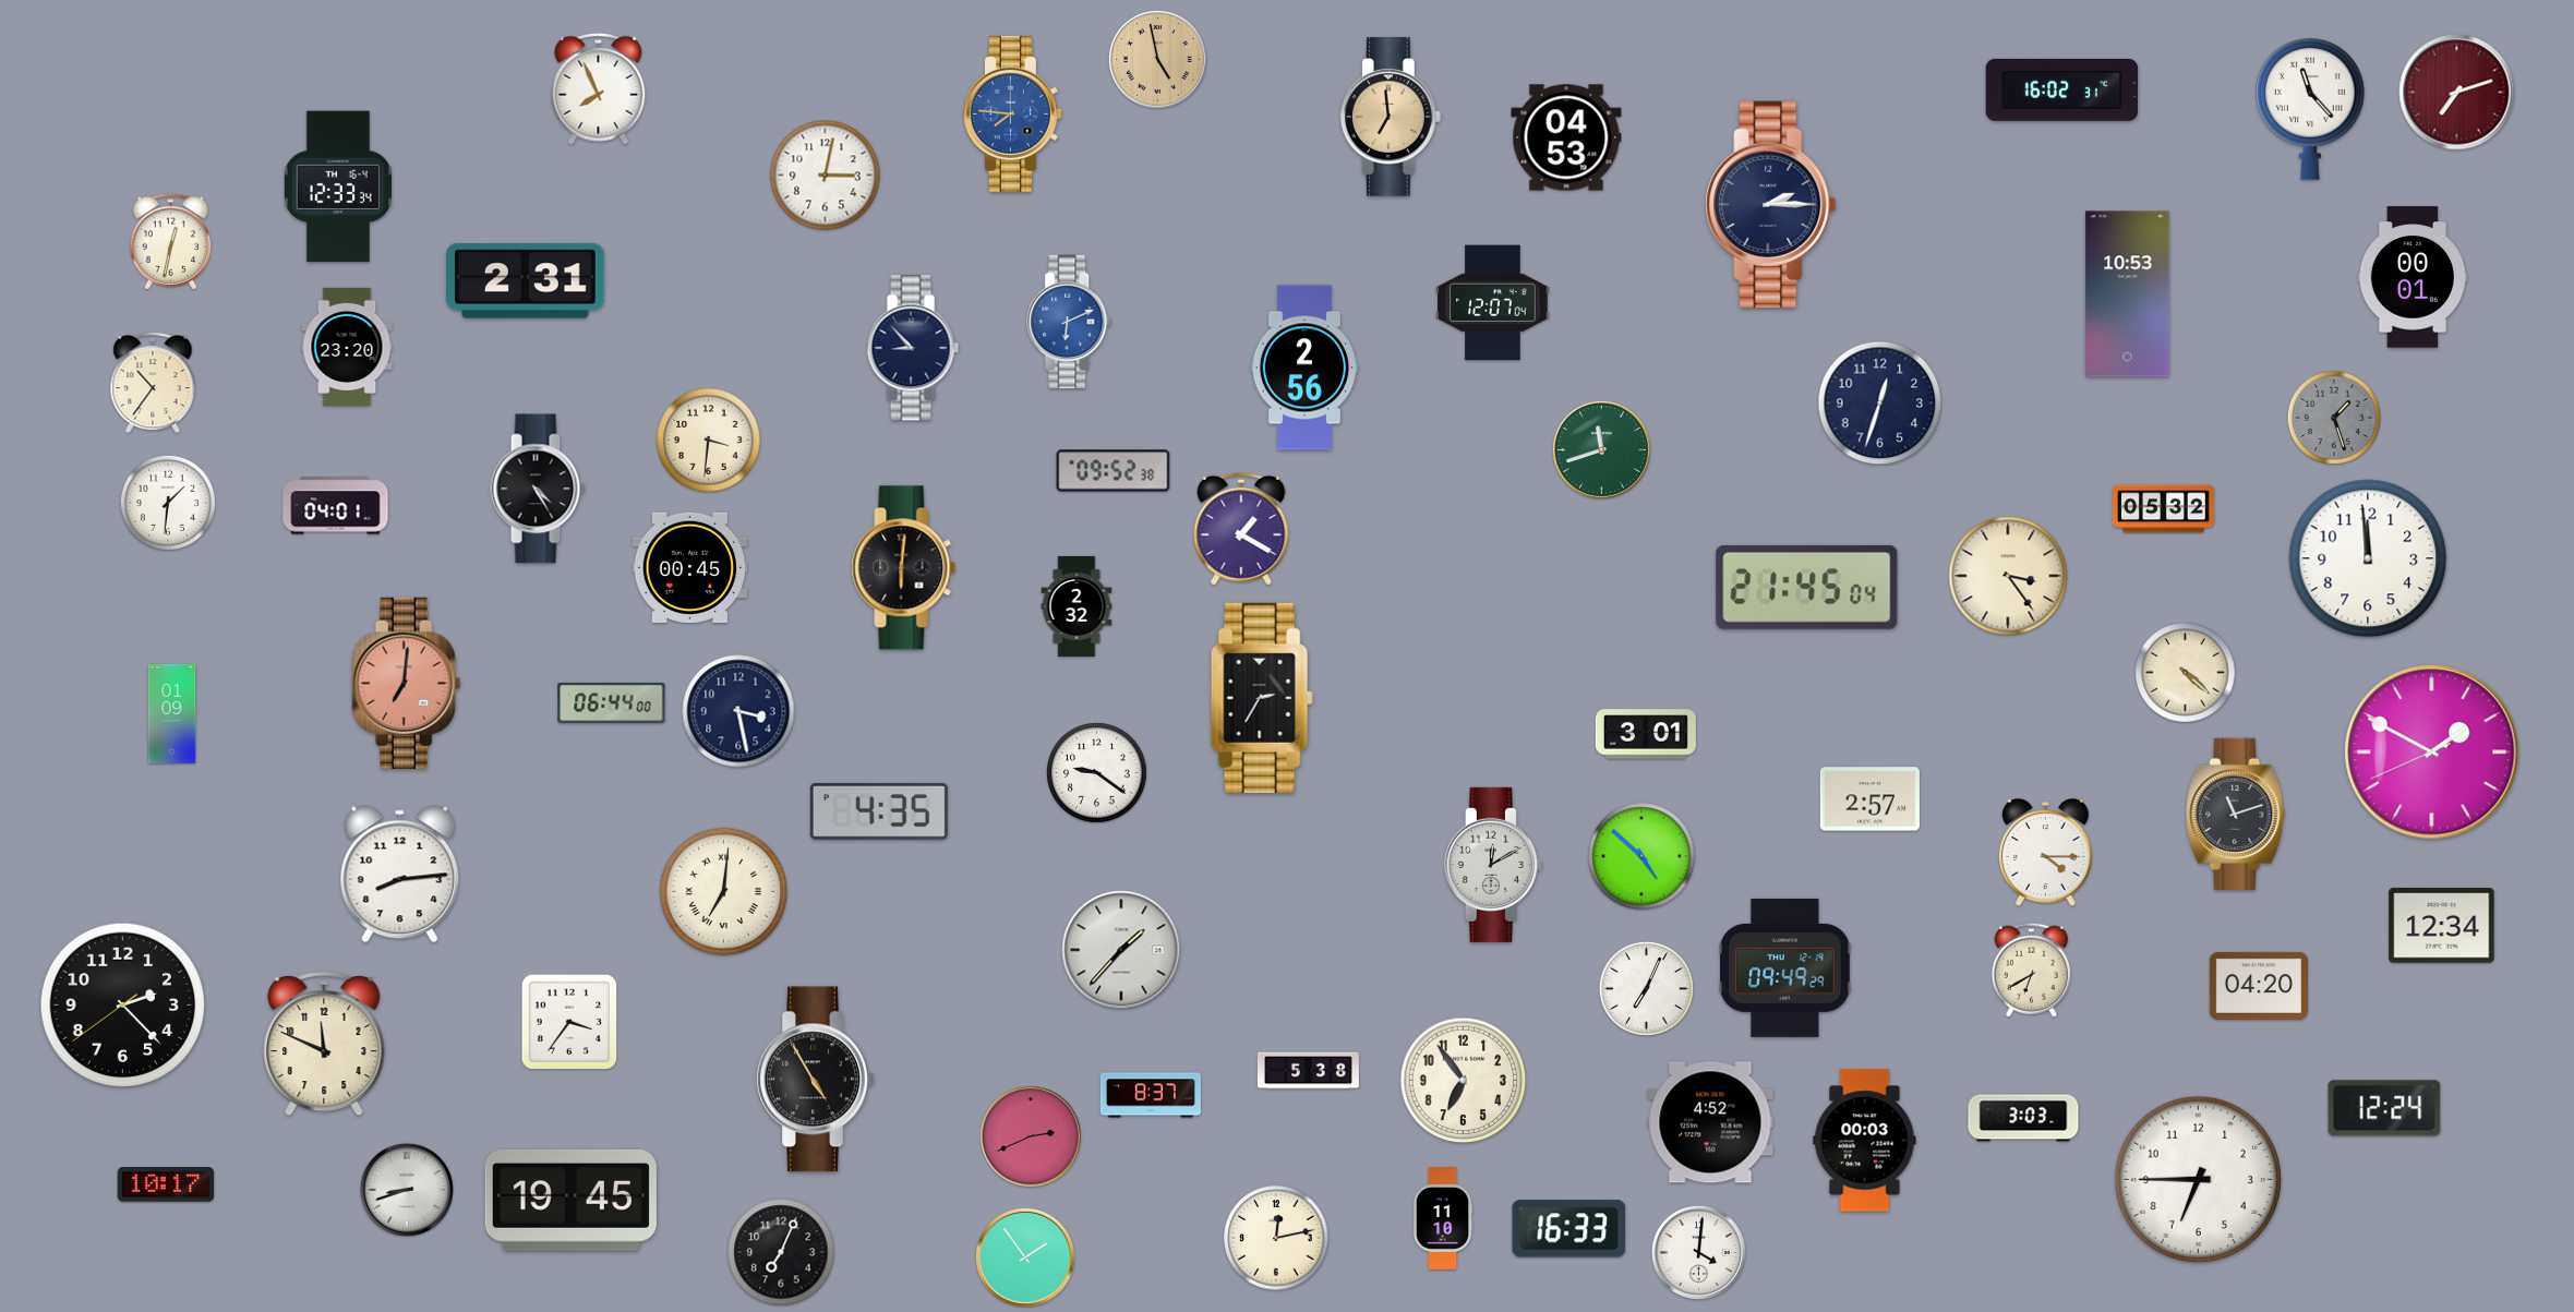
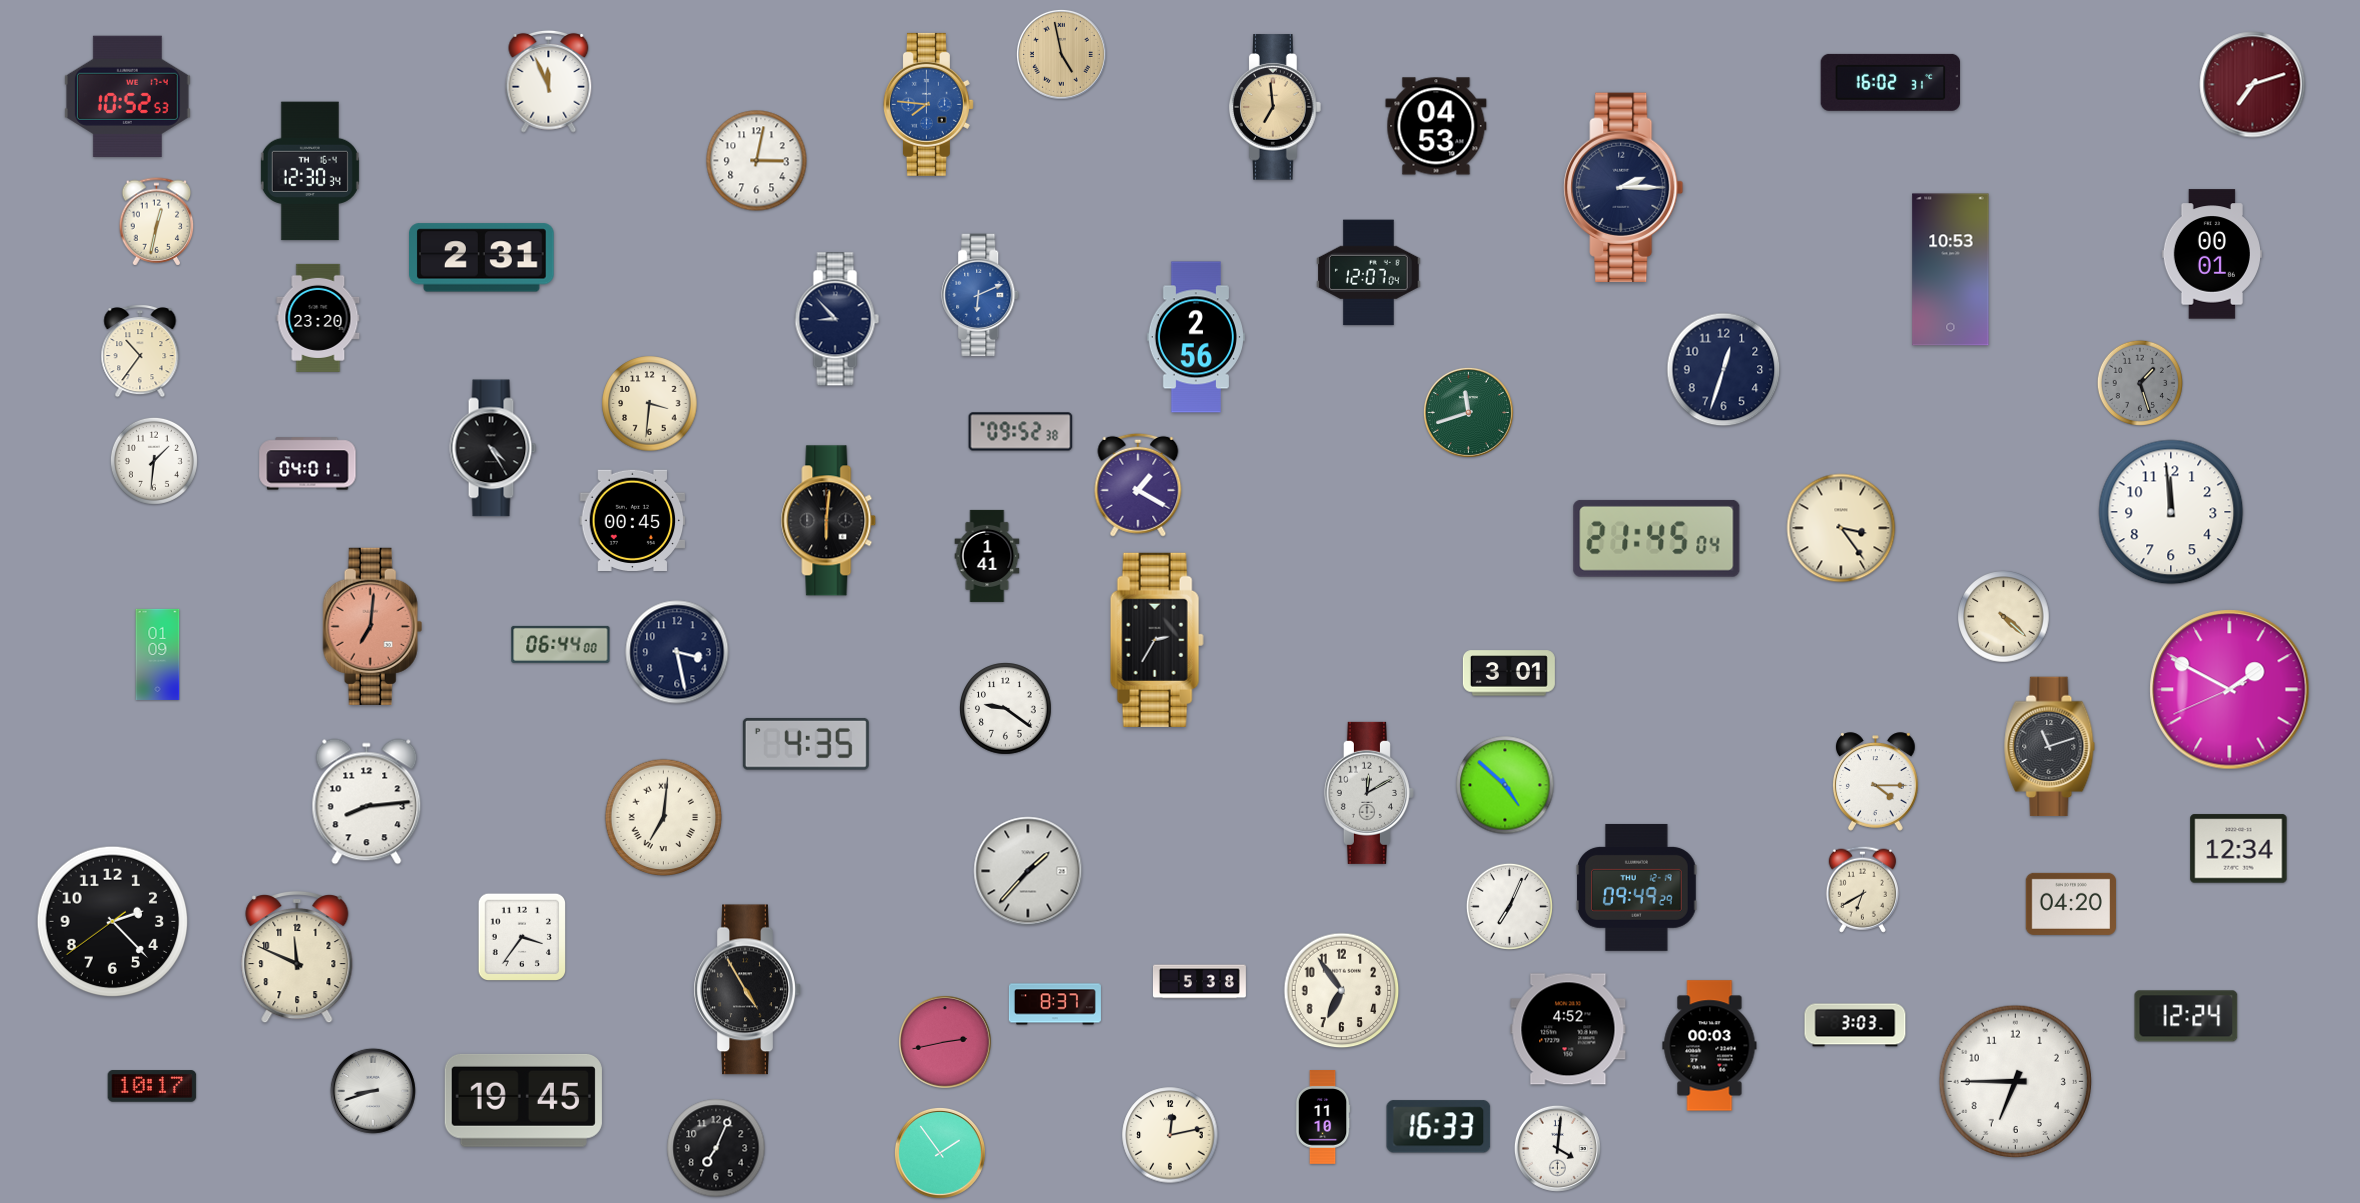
clock at (599, 88): 7:56 -> 11:56
clock at (127, 96): none -> 10:52
clock at (2310, 109): 11:23 -> none
clock at (338, 186): 12:33 -> 12:30
clock at (1493, 303) position: (1493, 303) -> (1369, 273)
clock at (2163, 509): 05:32 -> none
clock at (1076, 606): 2:32 -> 1:41
clock at (1869, 799): 2:57 -> none
clock at (1032, 1138): 2:41 -> 2:43
